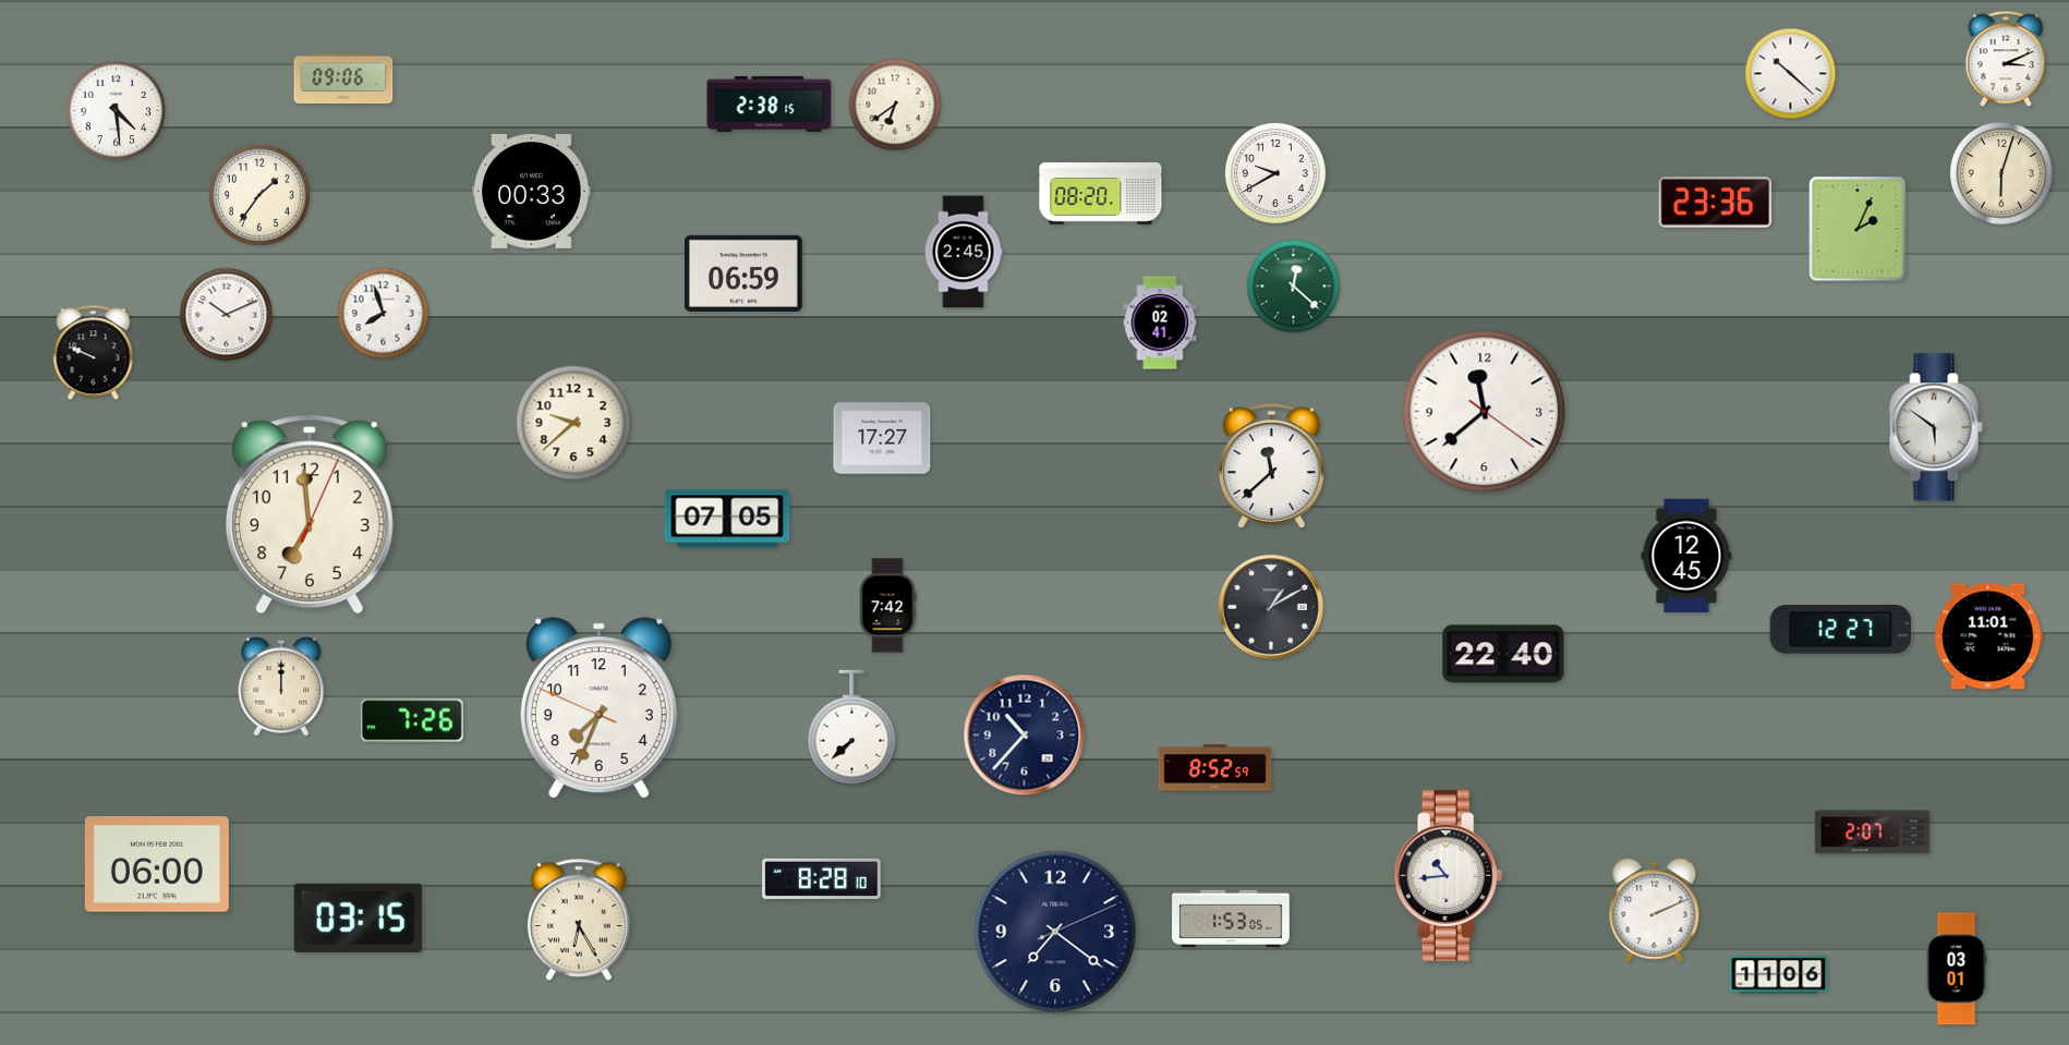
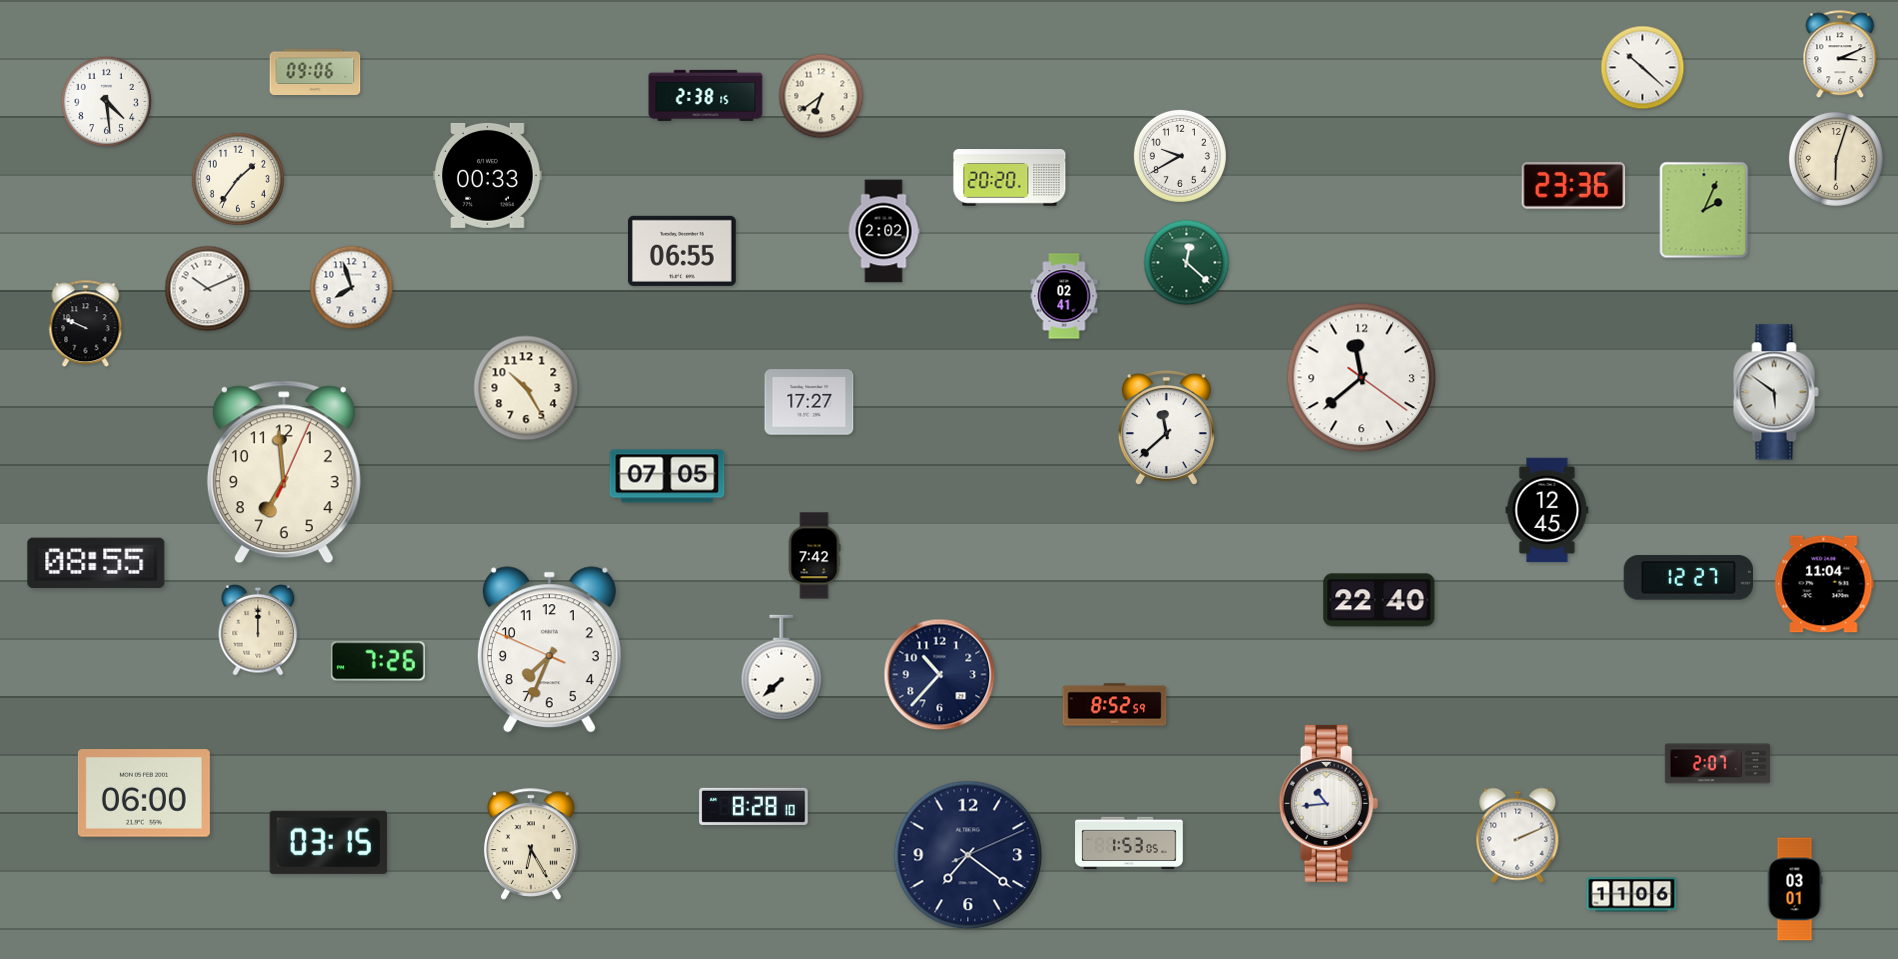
clock at (1275, 173) position: (1275, 173) -> (1180, 156)
clock at (1101, 194): 08:20 -> 20:20
clock at (964, 252): 2:45 -> 2:02
clock at (743, 274): 06:59 -> 06:55
clock at (573, 423): 9:38 -> 10:25
clock at (1272, 608): 1:10 -> none
clock at (96, 563): none -> 08:55
clock at (1988, 636): 11:01 -> 11:04
